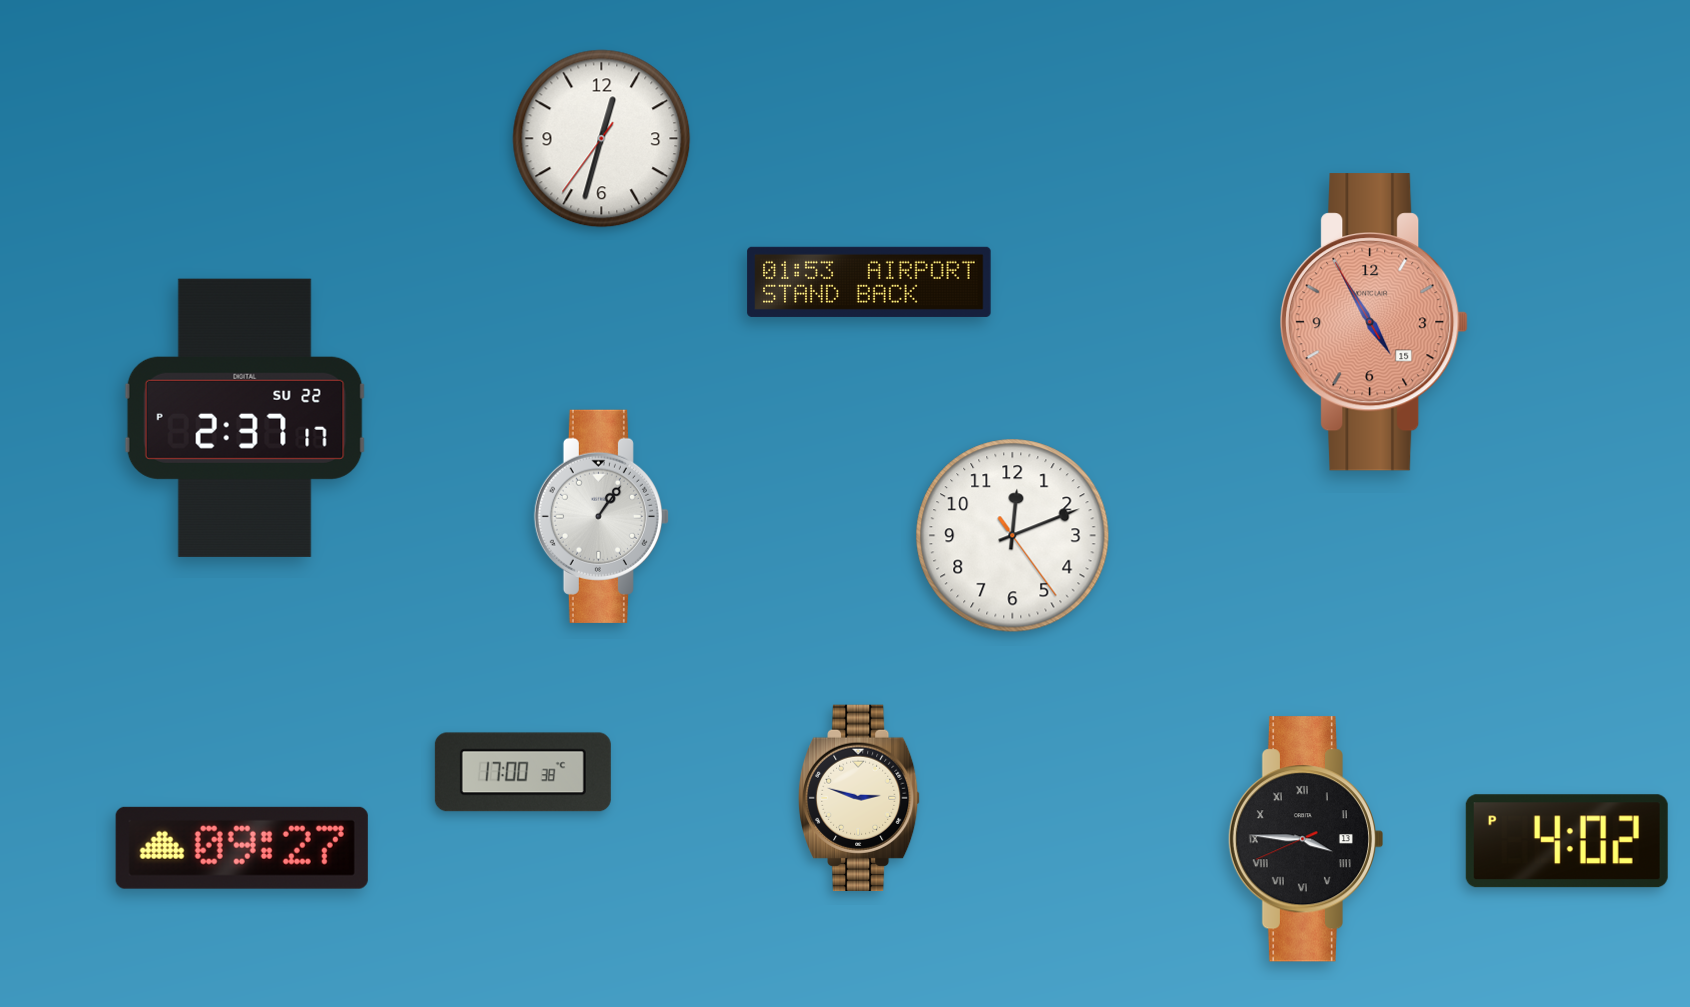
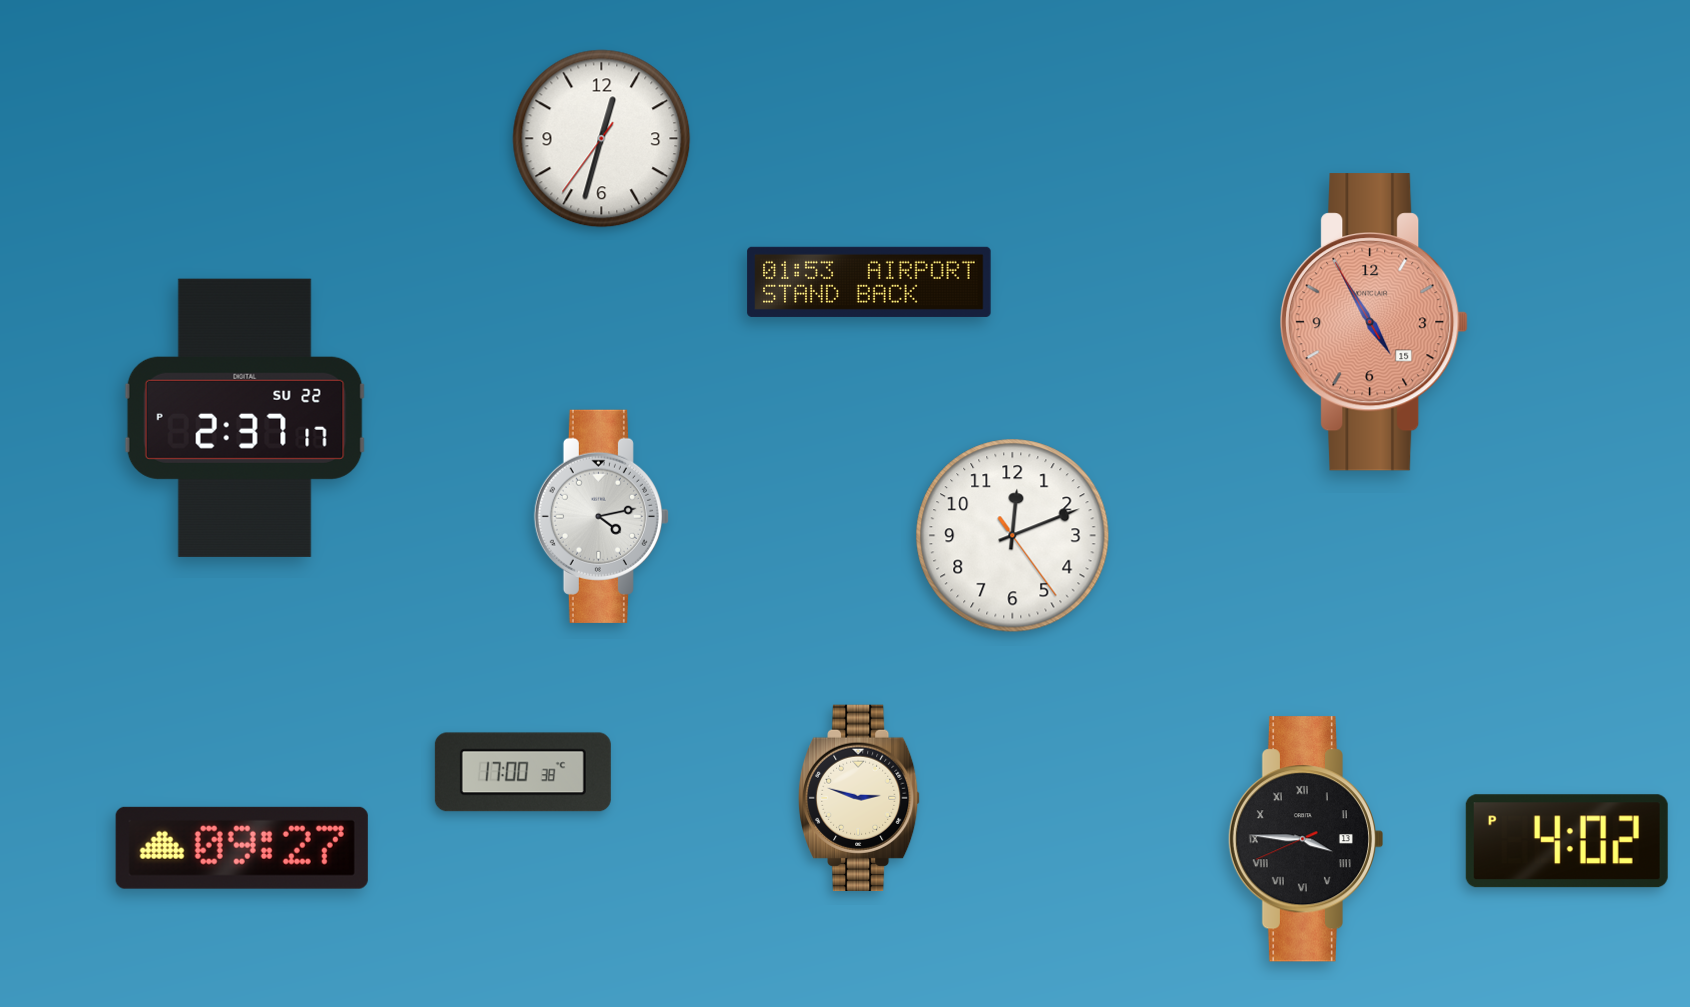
clock at (601, 516): 1:06 -> 4:13
